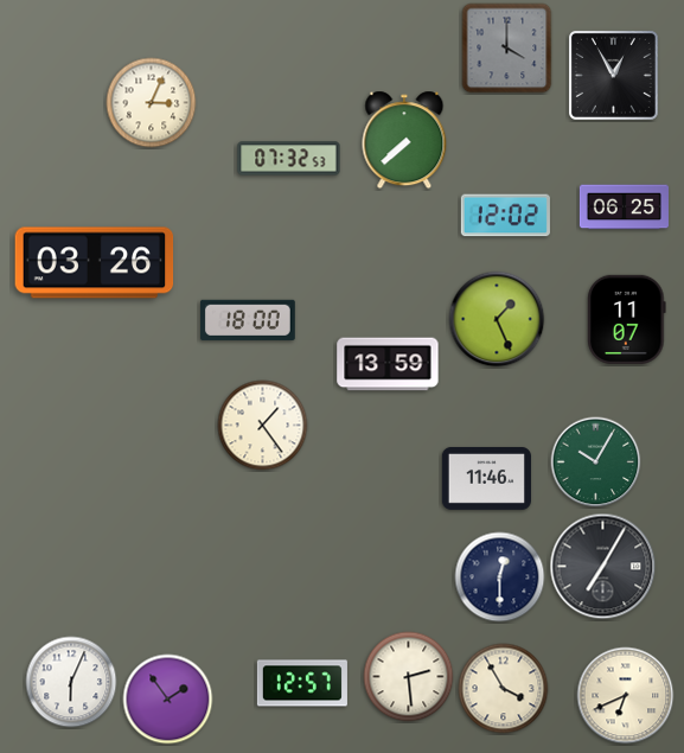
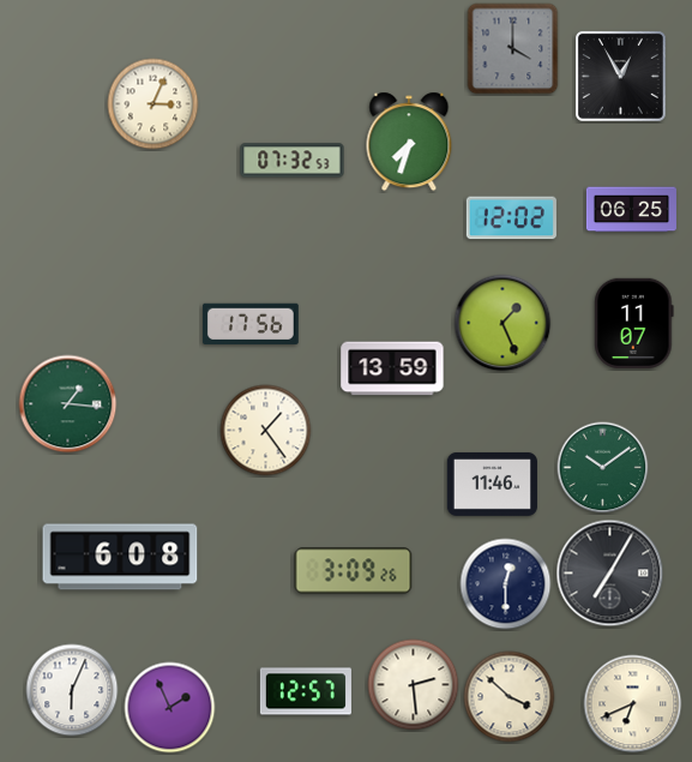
clock at (404, 140): 7:38 -> 7:33
clock at (95, 263): 03:26 -> none
clock at (248, 319): 18:00 -> 17:56
clock at (68, 404): none -> 1:16
clock at (596, 462): 10:05 -> 10:09
clock at (120, 557): none -> 6:08
clock at (354, 571): none -> 3:09
clock at (504, 689): 3:55 -> 3:52
clock at (168, 700): 1:54 -> 1:56
